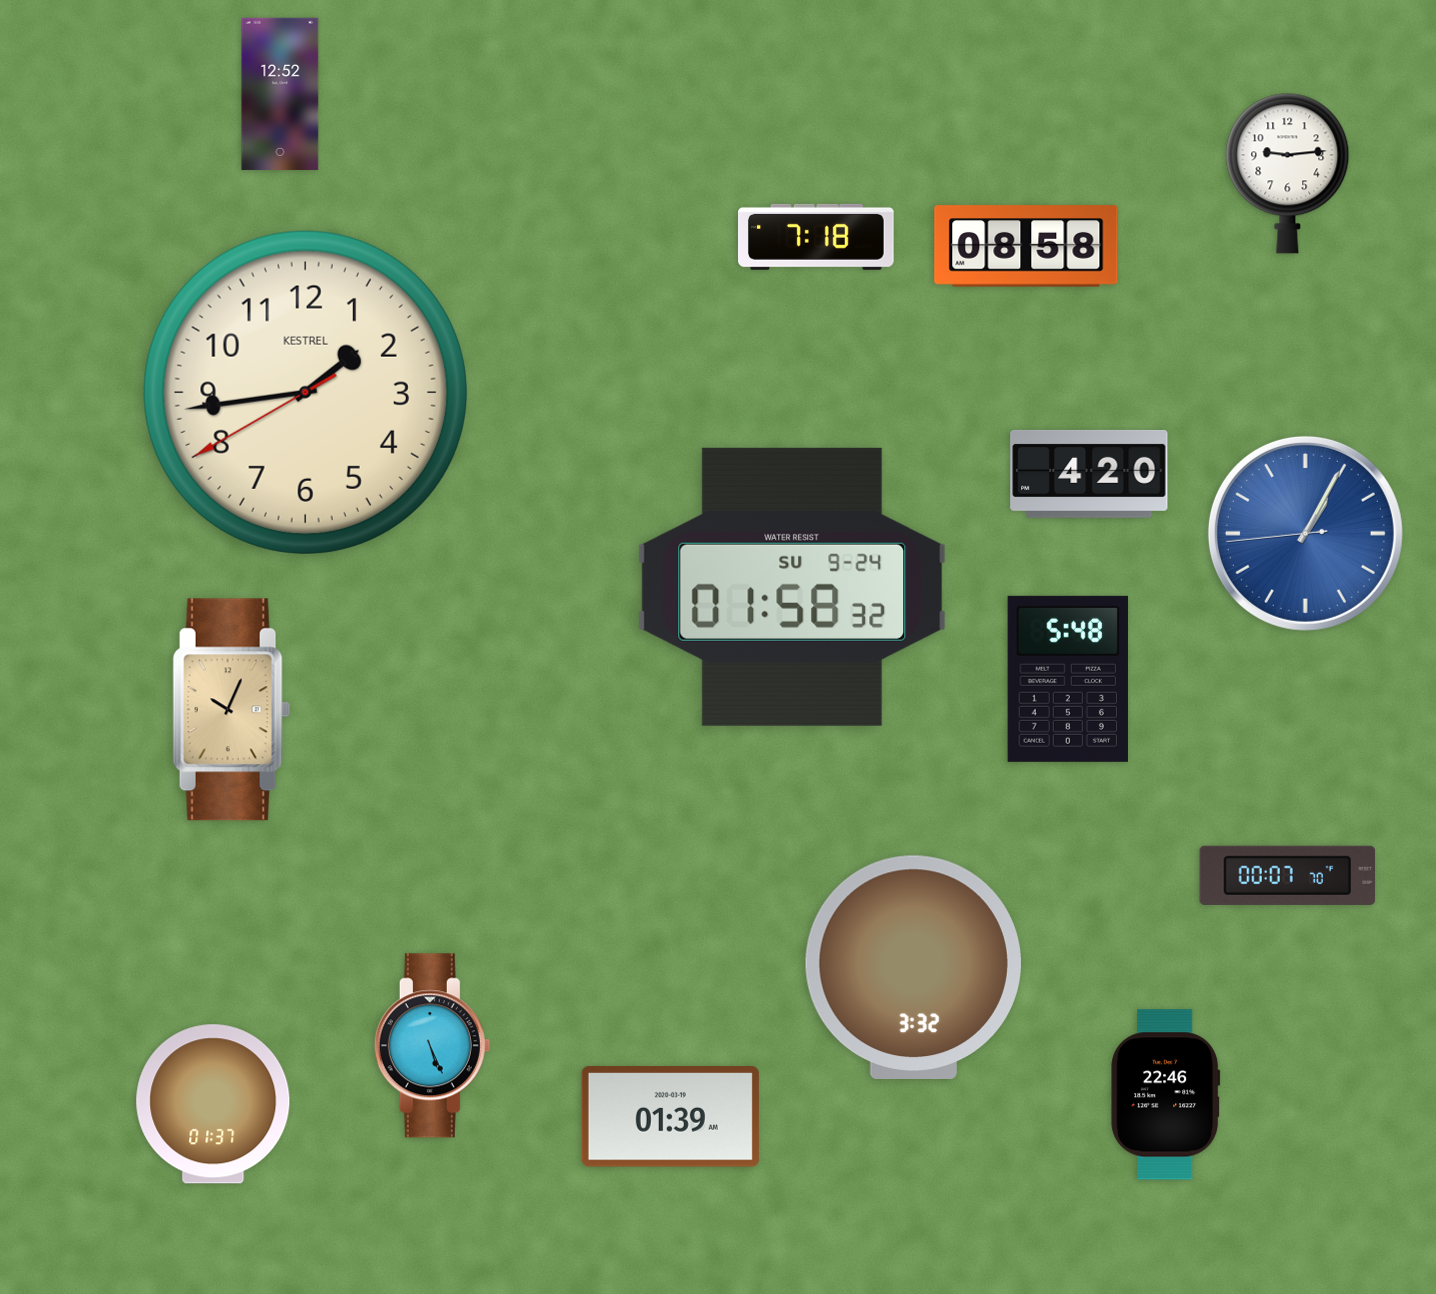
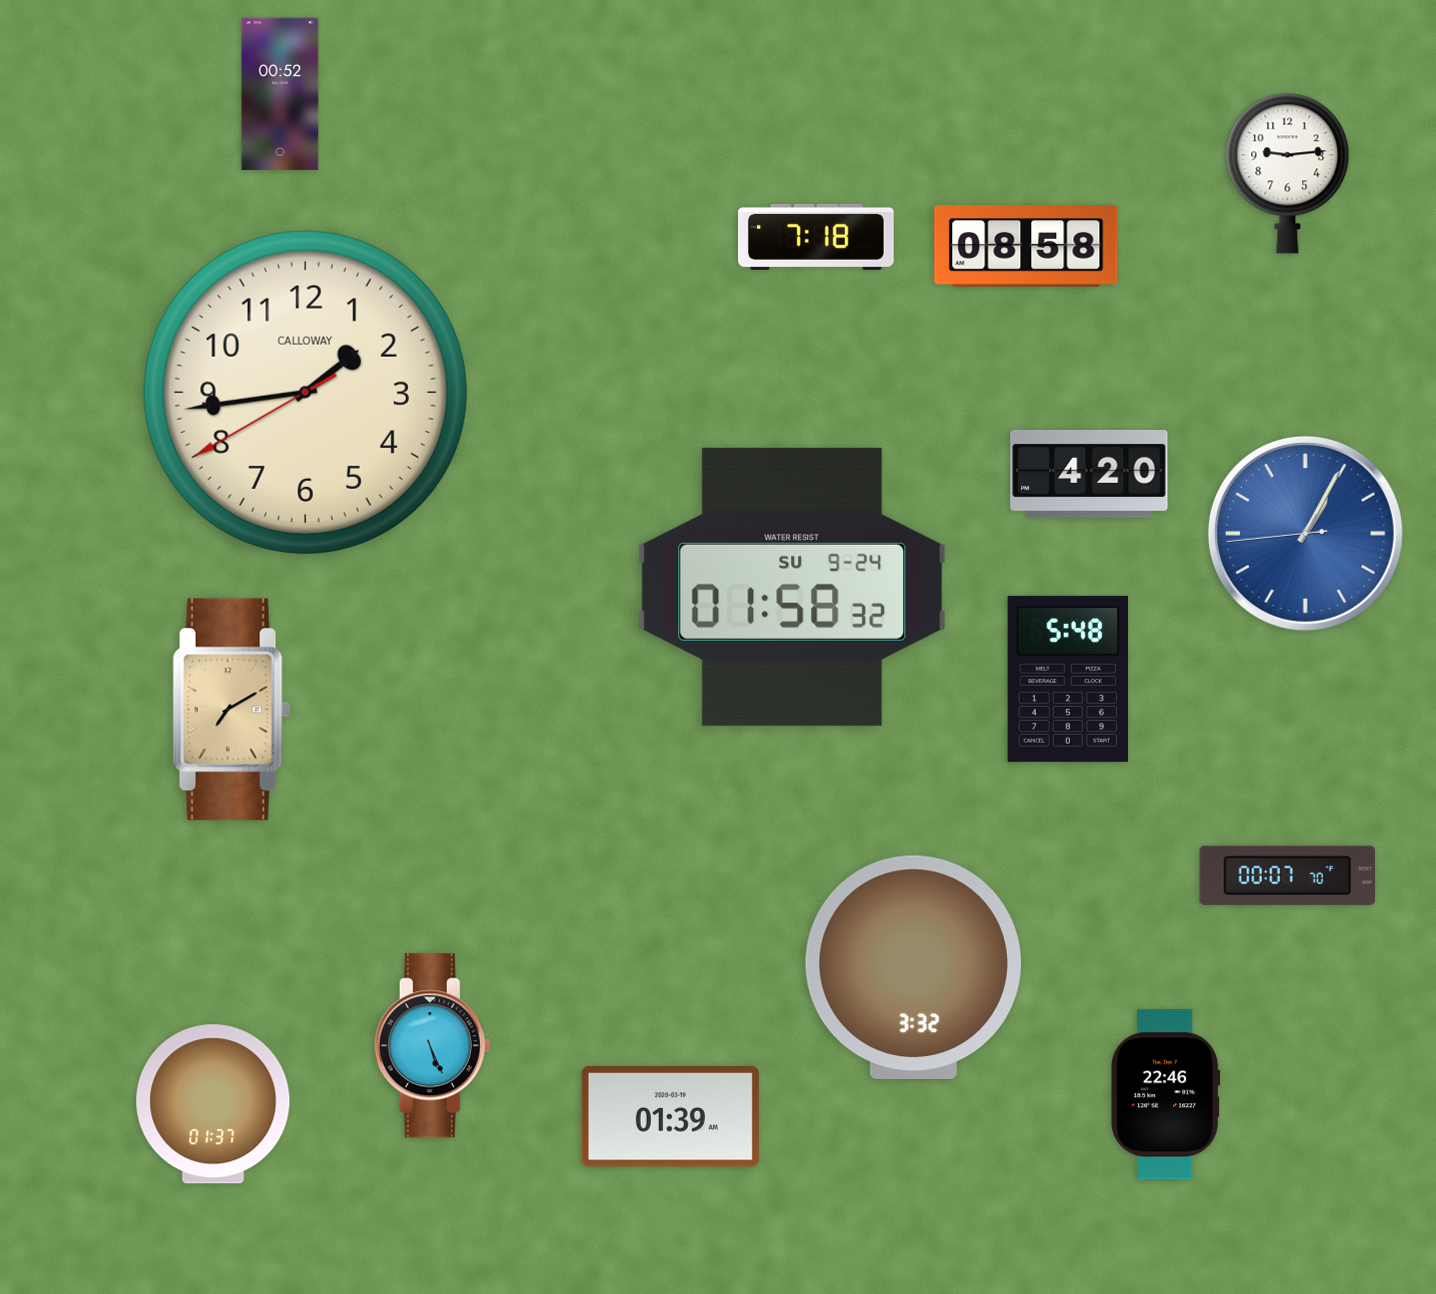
clock at (280, 94): 12:52 -> 00:52
clock at (305, 392) brand: KESTREL -> CALLOWAY
clock at (232, 710): 10:04 -> 7:10
